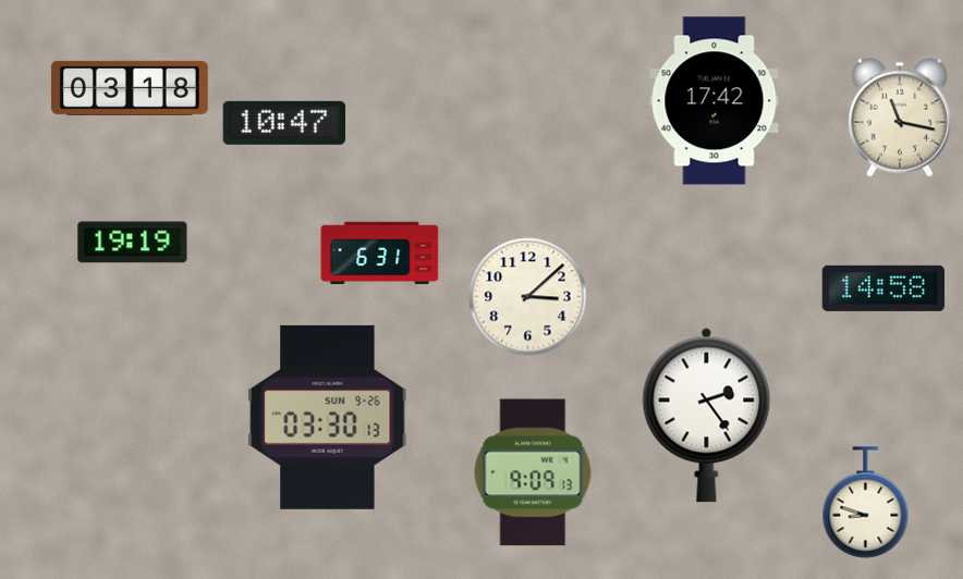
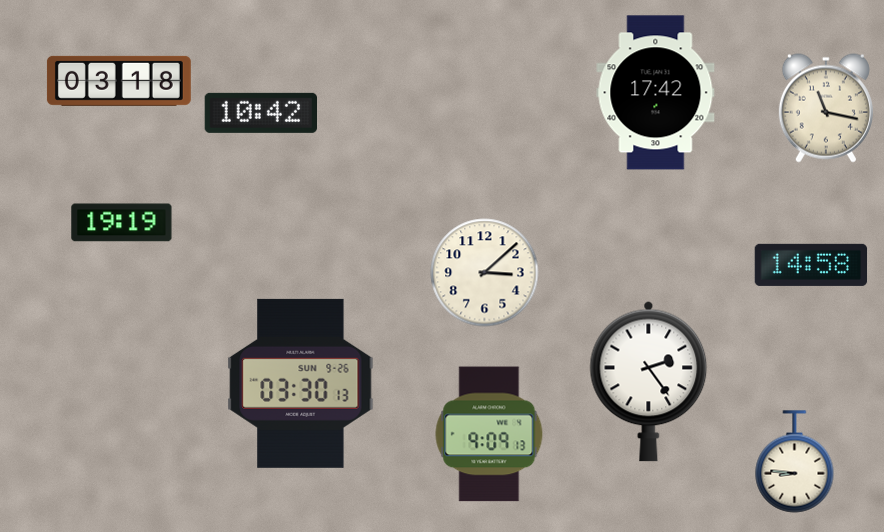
clock at (283, 123): 10:47 -> 10:42
clock at (380, 254): 6:31 -> none
clock at (866, 503): 8:48 -> 8:46
